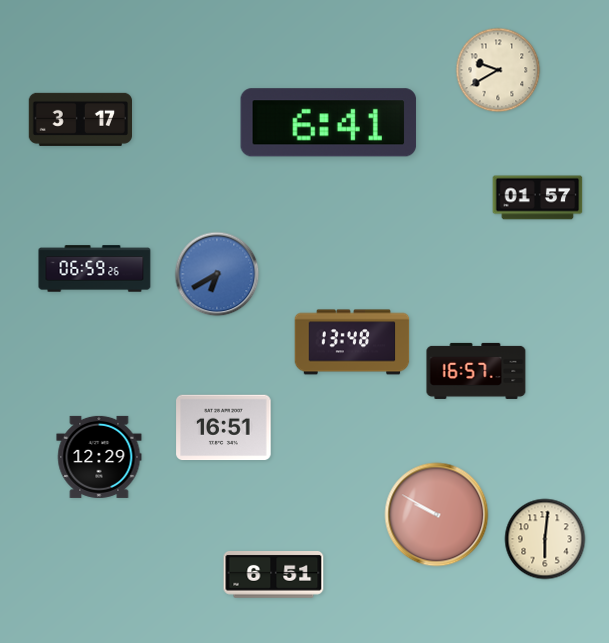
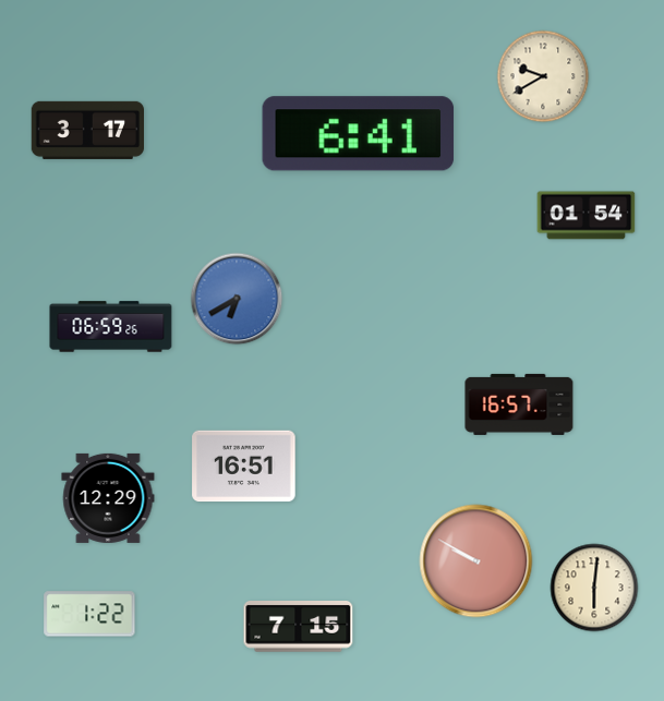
clock at (538, 198): 01:57 -> 01:54
clock at (95, 269) position: (95, 269) -> (111, 327)
clock at (352, 342): 13:48 -> none
clock at (89, 614): none -> 1:22
clock at (274, 575): 6:51 -> 7:15
